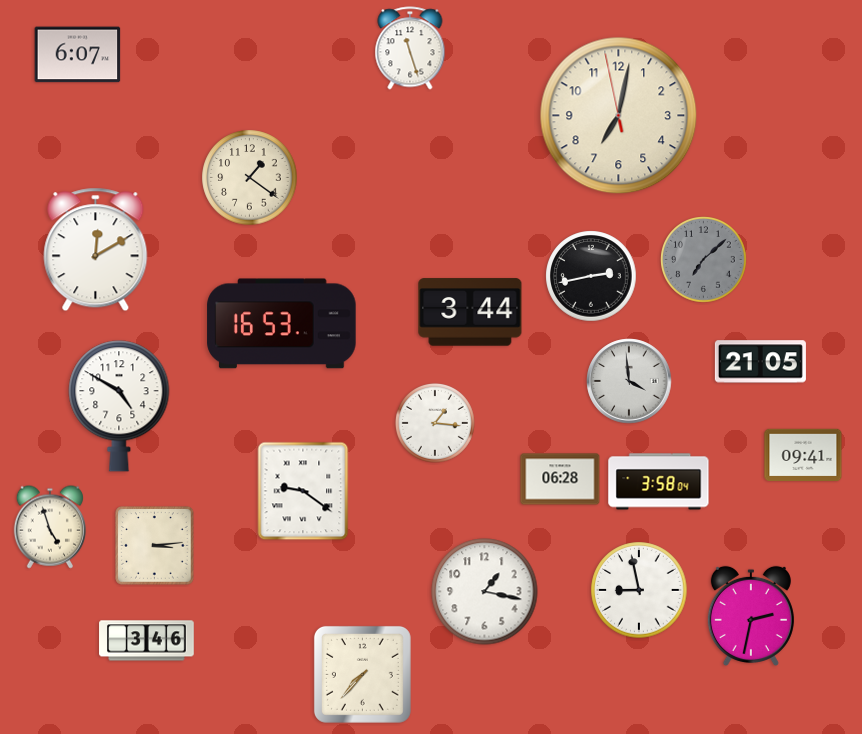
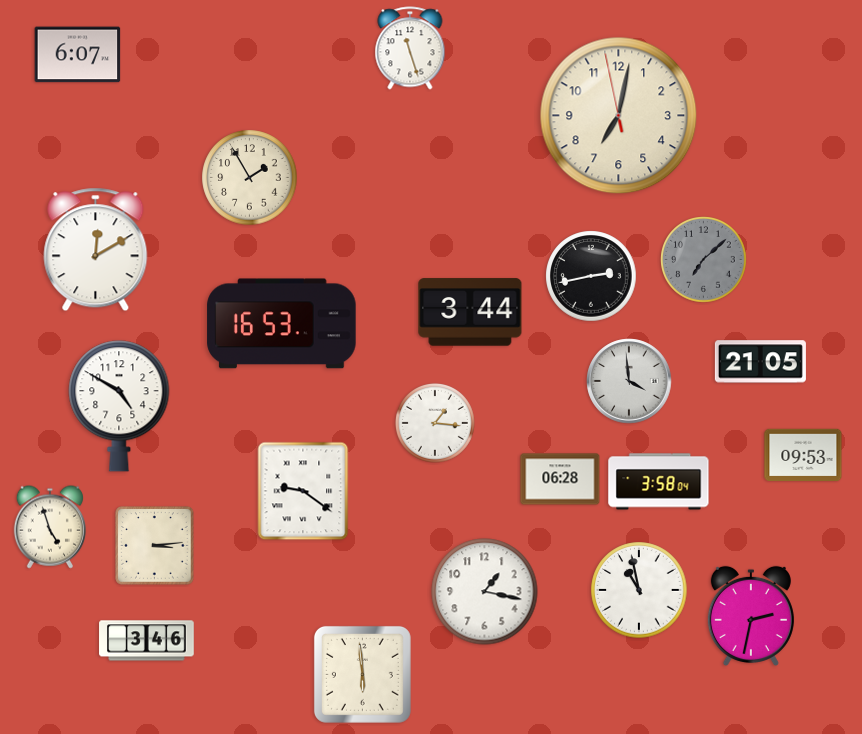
clock at (250, 178): 1:21 -> 1:55
clock at (803, 454): 09:41 -> 09:53
clock at (639, 590): 8:58 -> 10:58
clock at (362, 674): 7:37 -> 5:59
